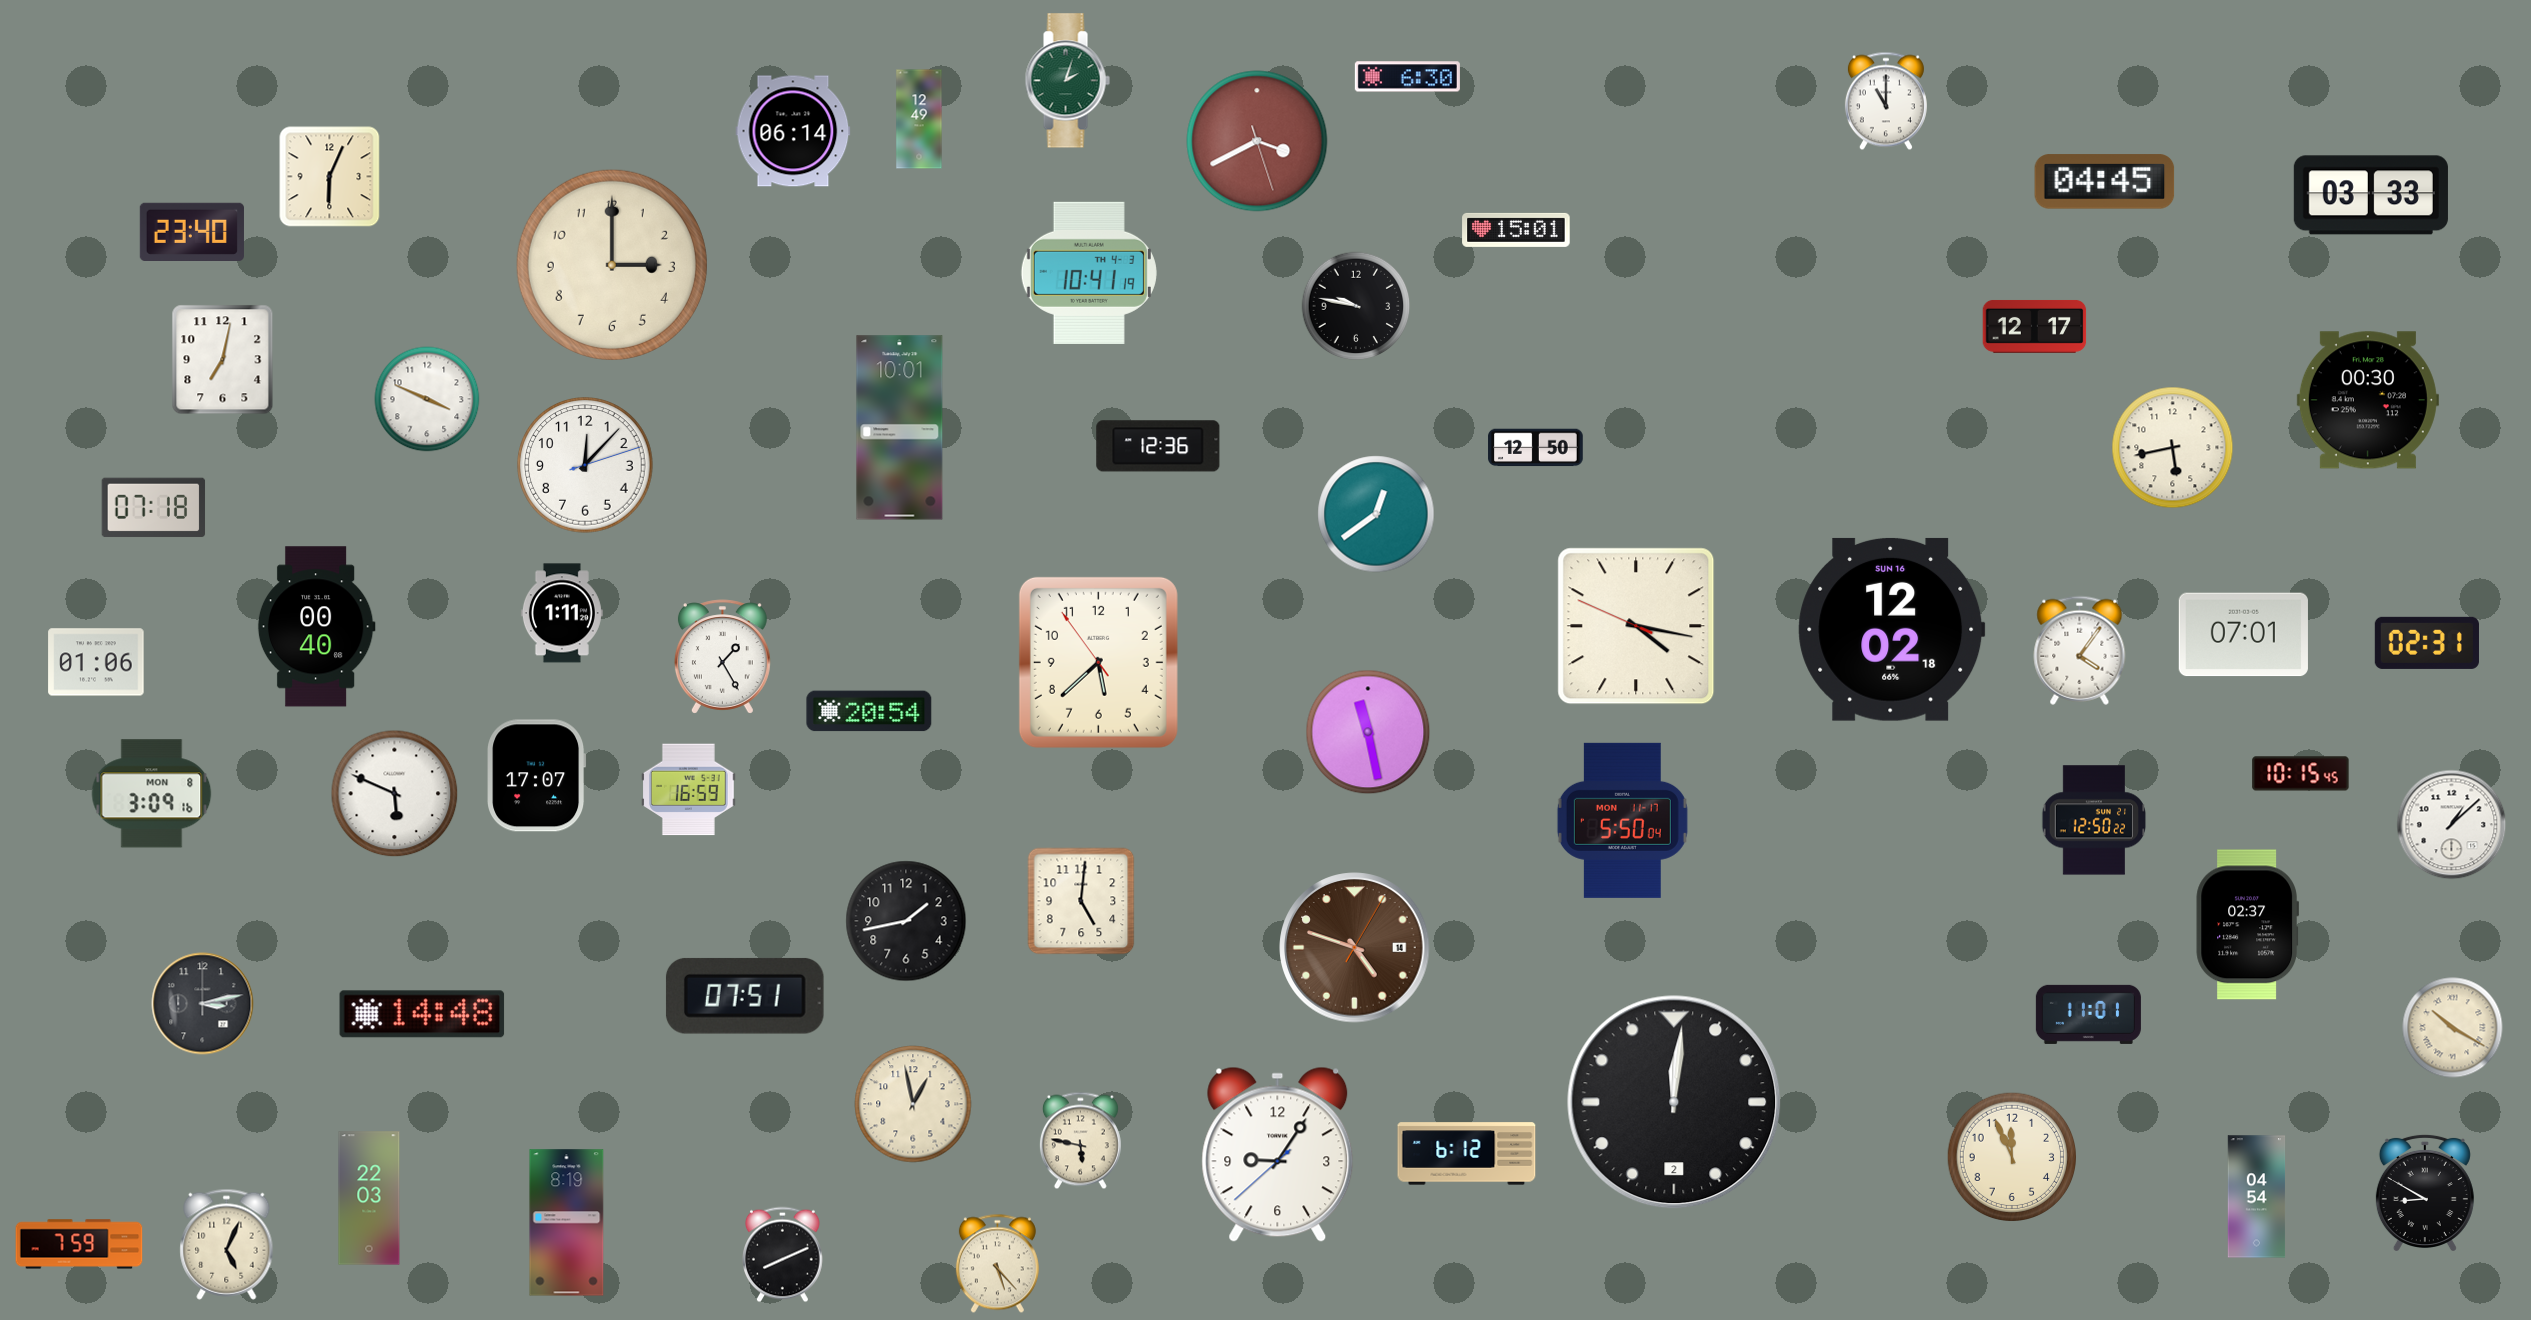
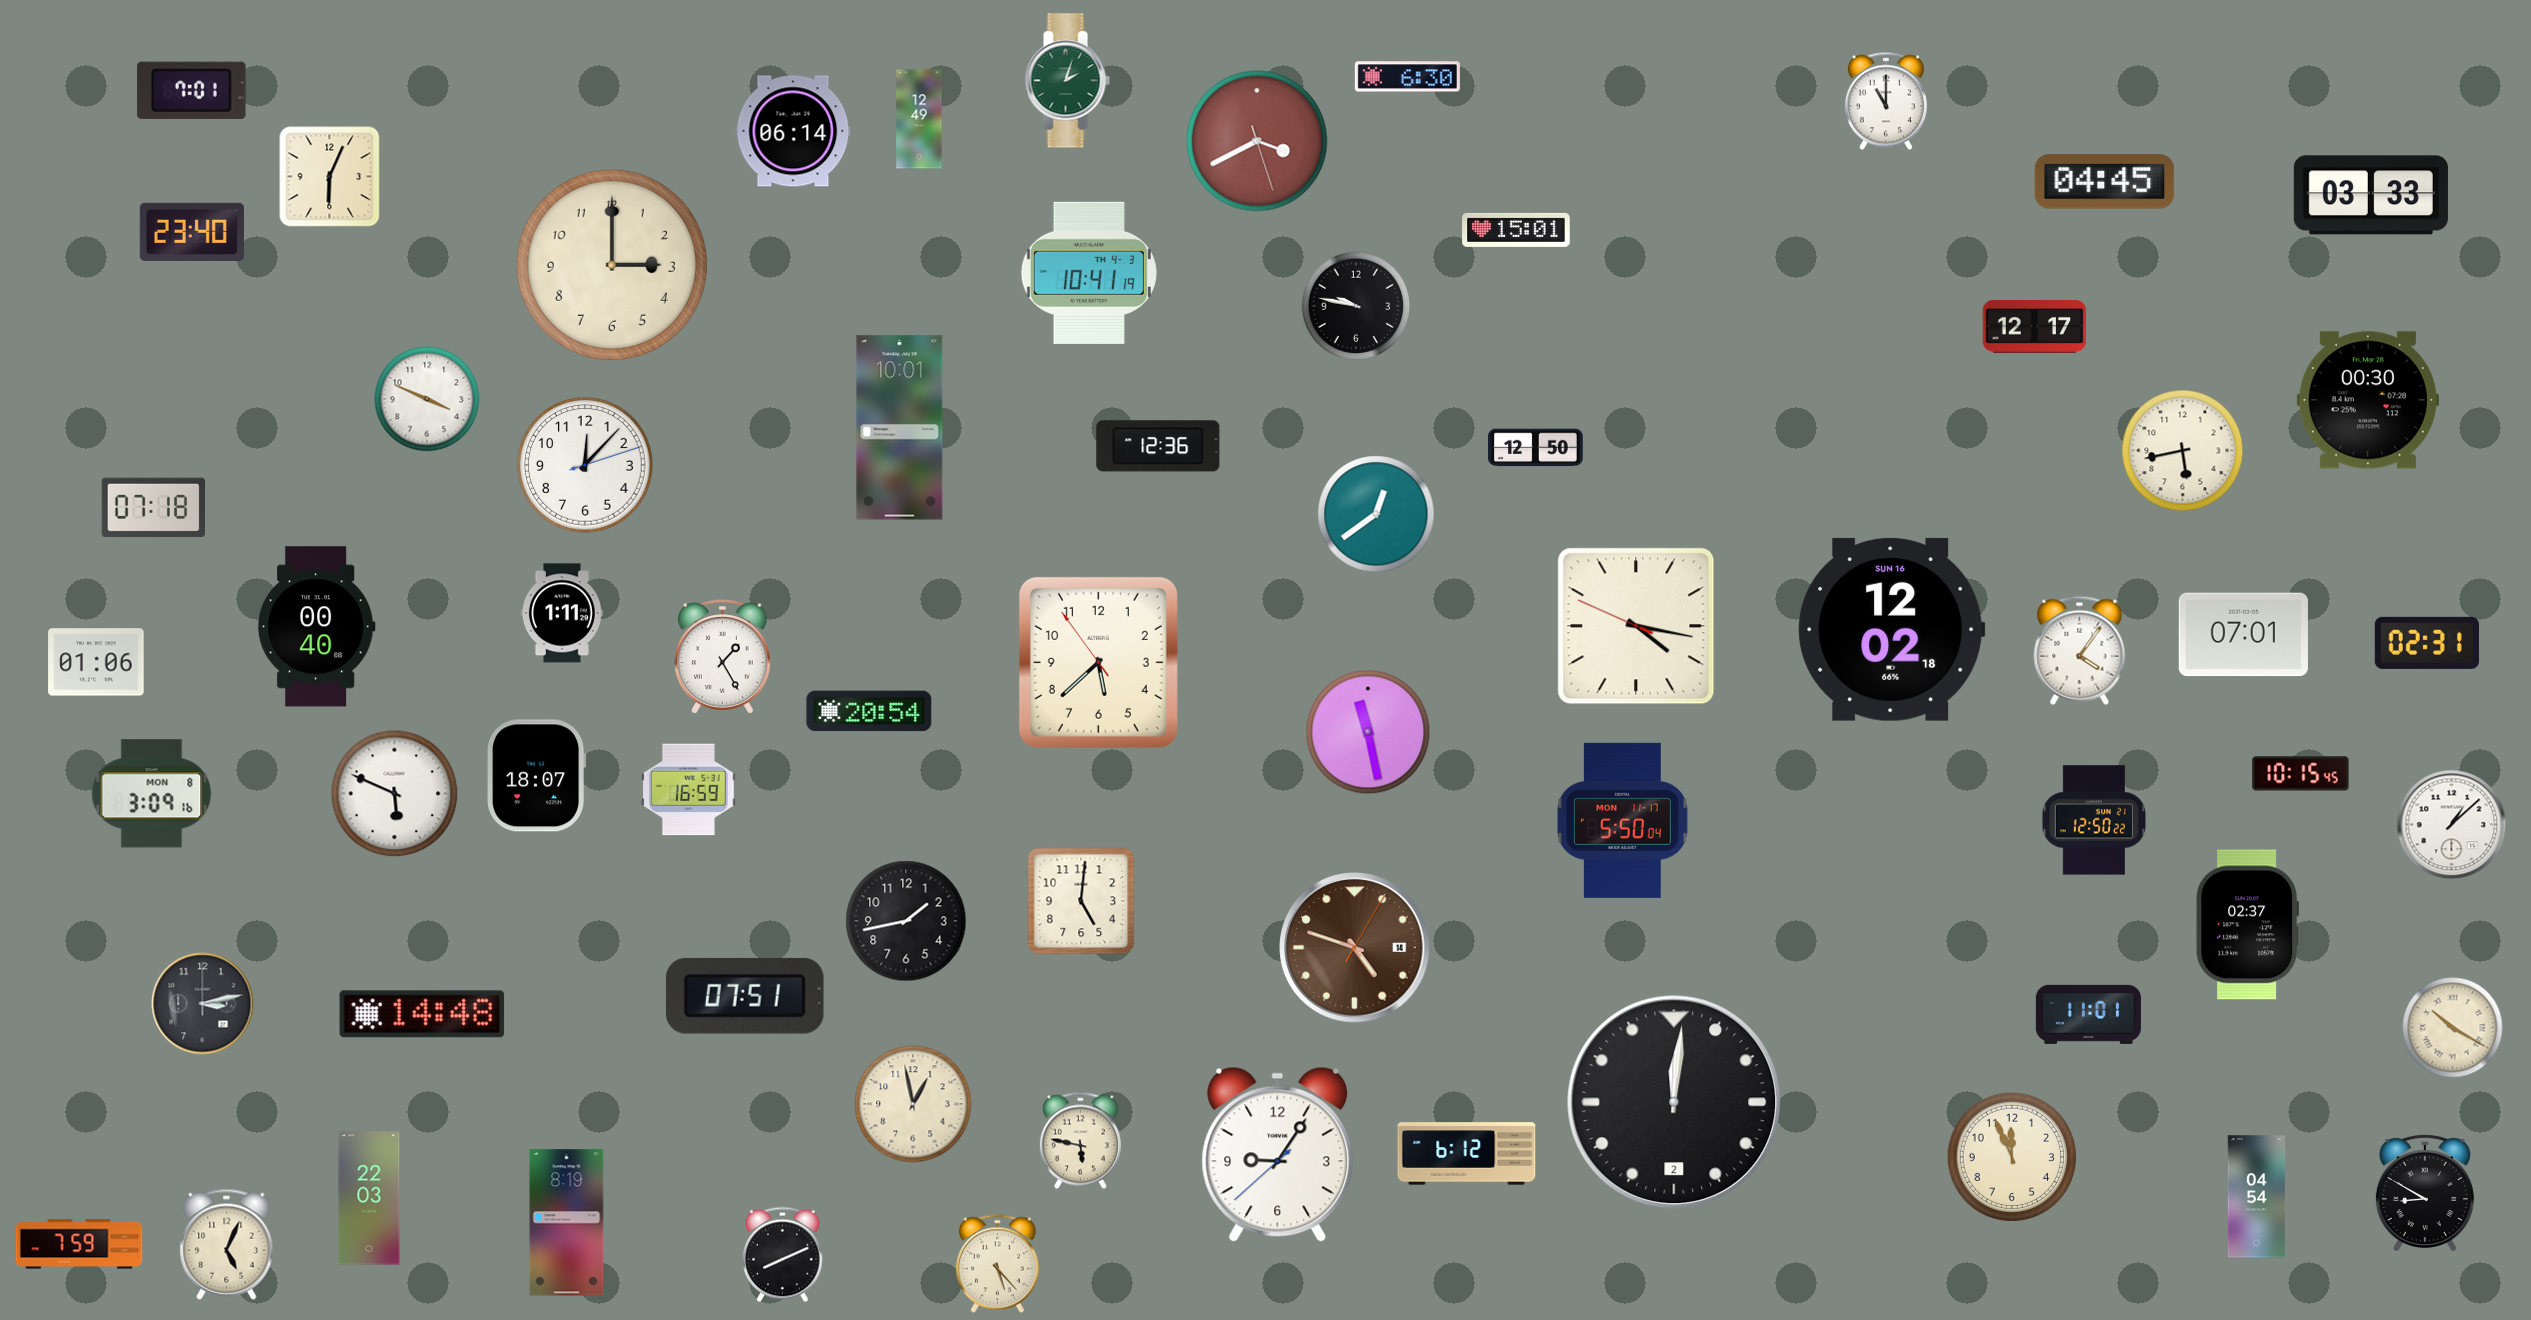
clock at (192, 90): none -> 7:01
clock at (223, 360): 7:02 -> none
clock at (2173, 448) position: (2173, 448) -> (2183, 451)
clock at (537, 776): 17:07 -> 18:07
